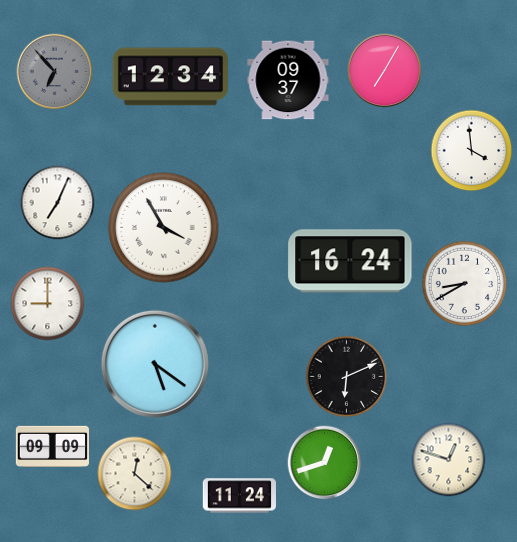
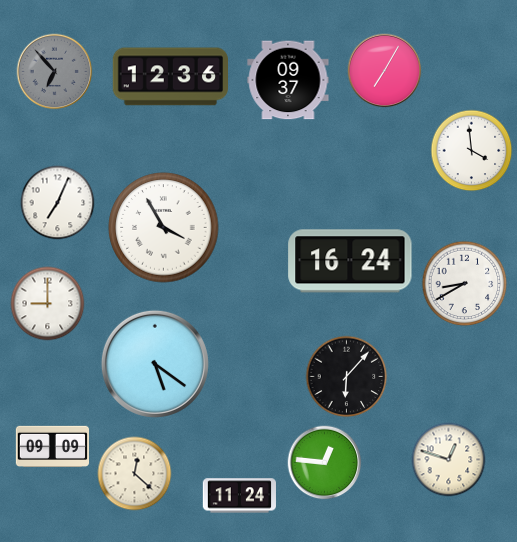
clock at (170, 77): 12:34 -> 12:36
clock at (347, 377): 6:11 -> 6:07
clock at (325, 463): 12:42 -> 12:46
